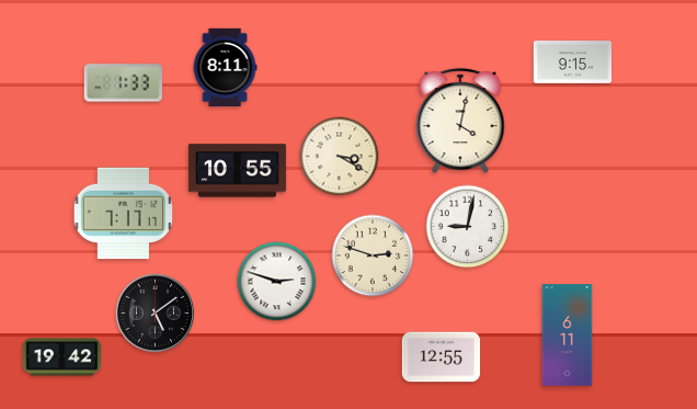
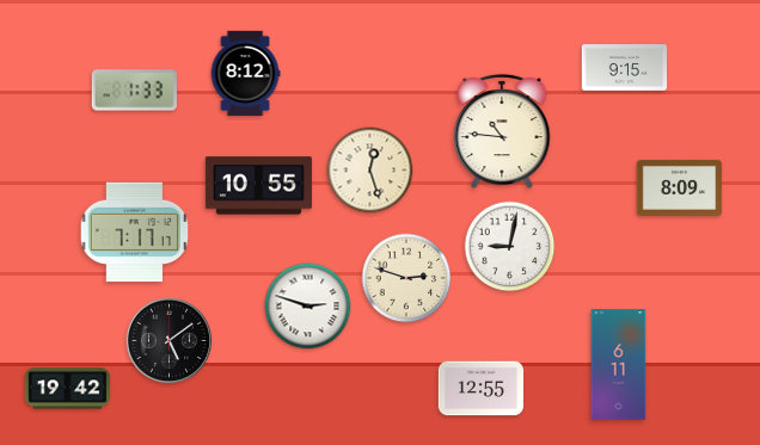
clock at (225, 68): 8:11 -> 8:12
clock at (460, 121): 4:02 -> 10:46
clock at (340, 157): 3:20 -> 12:27
clock at (680, 187): none -> 8:09
clock at (277, 282) position: (277, 282) -> (308, 307)
